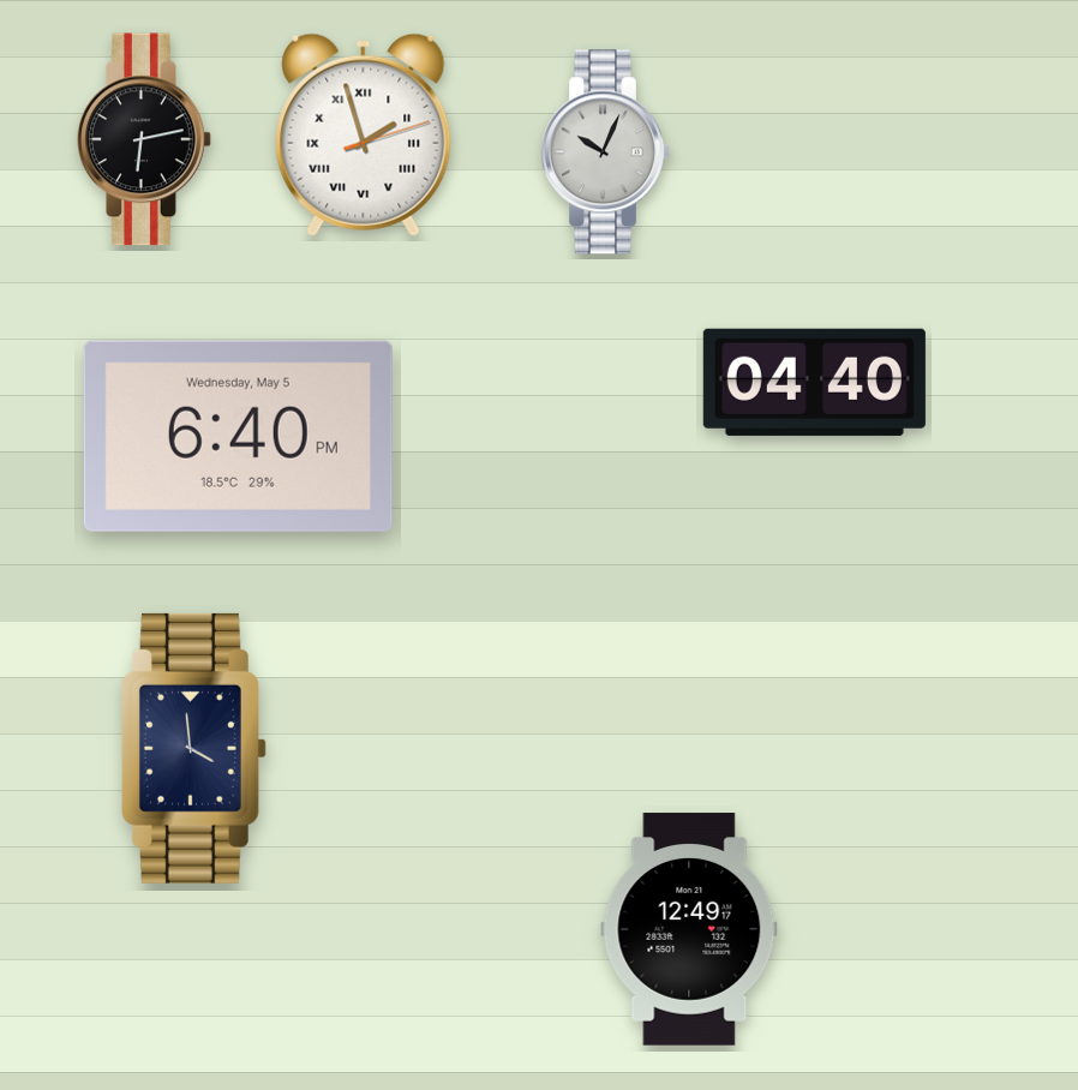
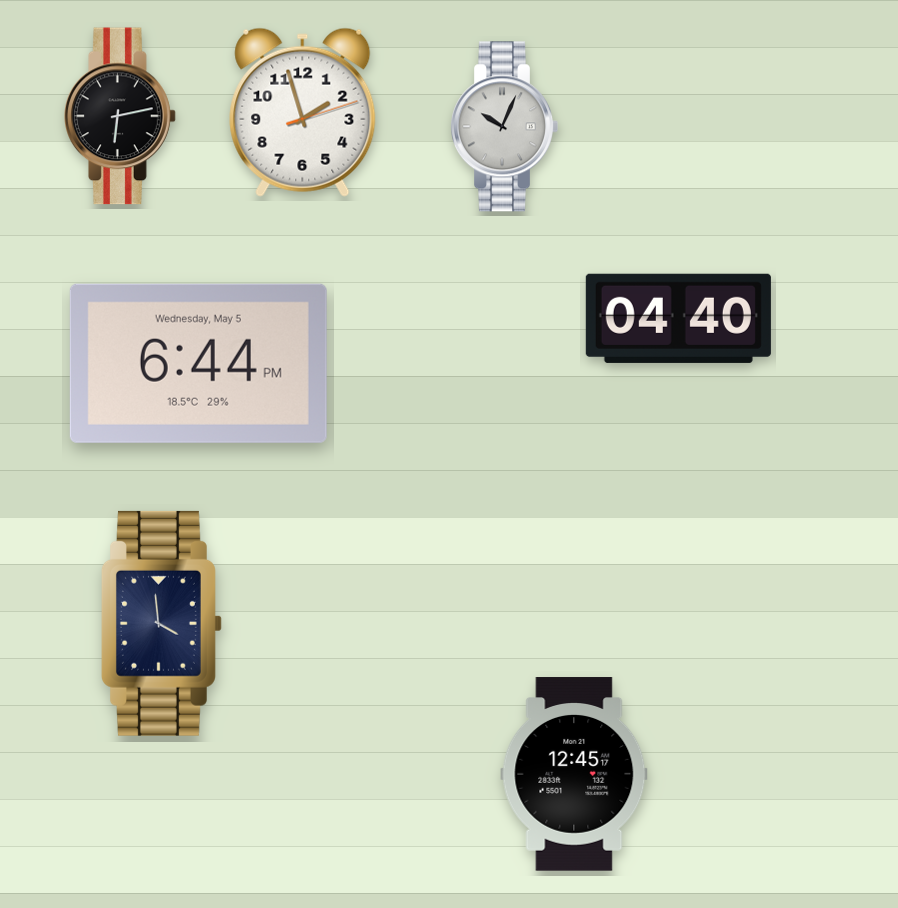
clock at (364, 134) numerals: Roman -> Arabic
clock at (238, 436): 6:40 -> 6:44
clock at (689, 929): 12:49 -> 12:45
